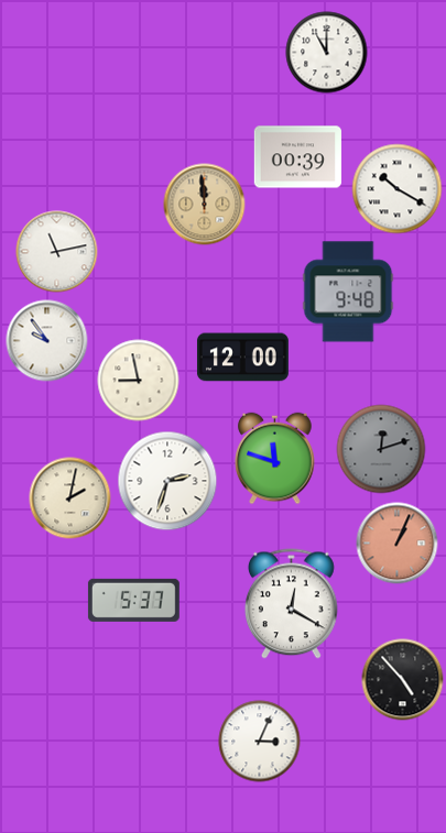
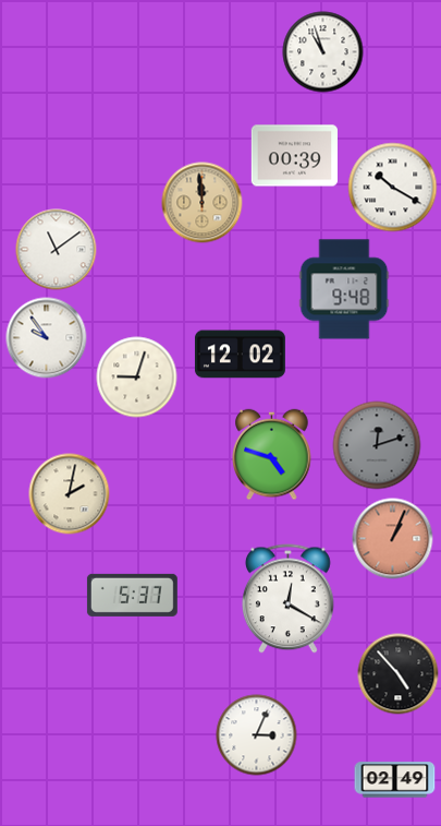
clock at (327, 53): 11:00 -> 10:57
clock at (57, 252): 11:13 -> 11:09
clock at (242, 358): 12:00 -> 12:02
clock at (139, 381): 8:58 -> 9:03
clock at (275, 459): 11:48 -> 4:48
clock at (167, 481): 2:33 -> none
clock at (395, 780): none -> 02:49
